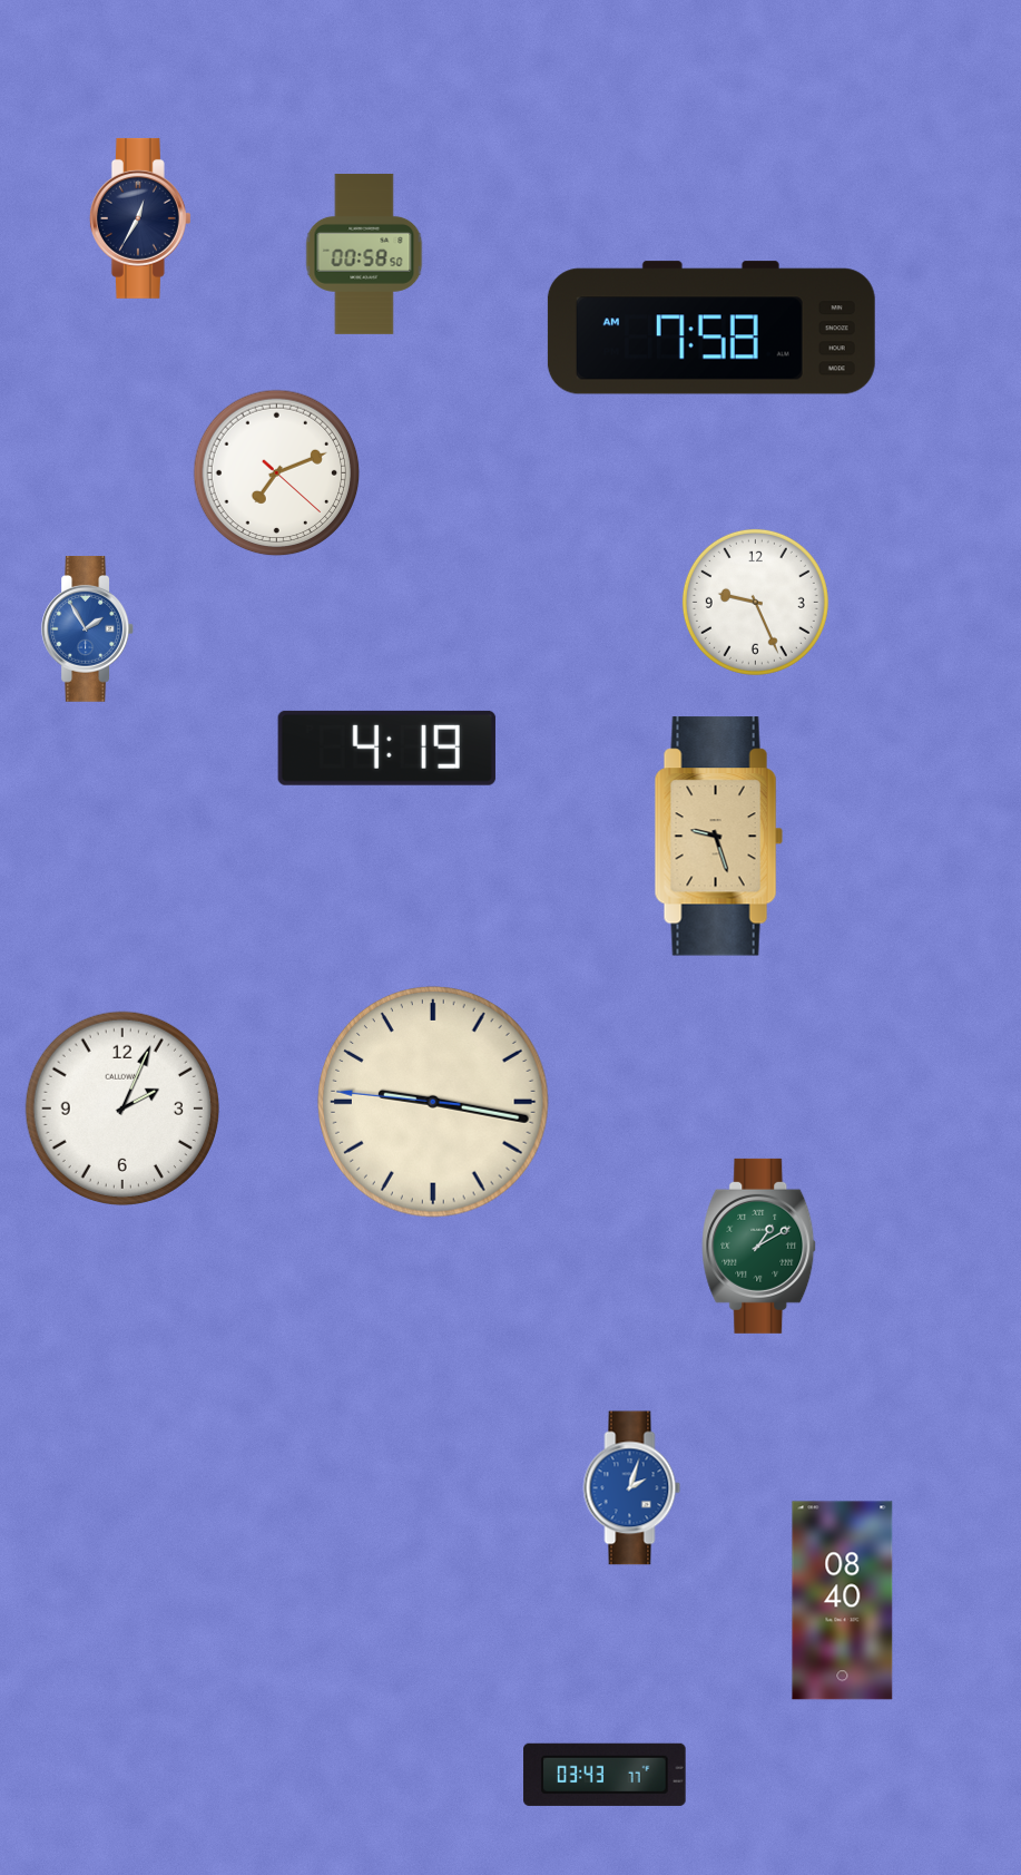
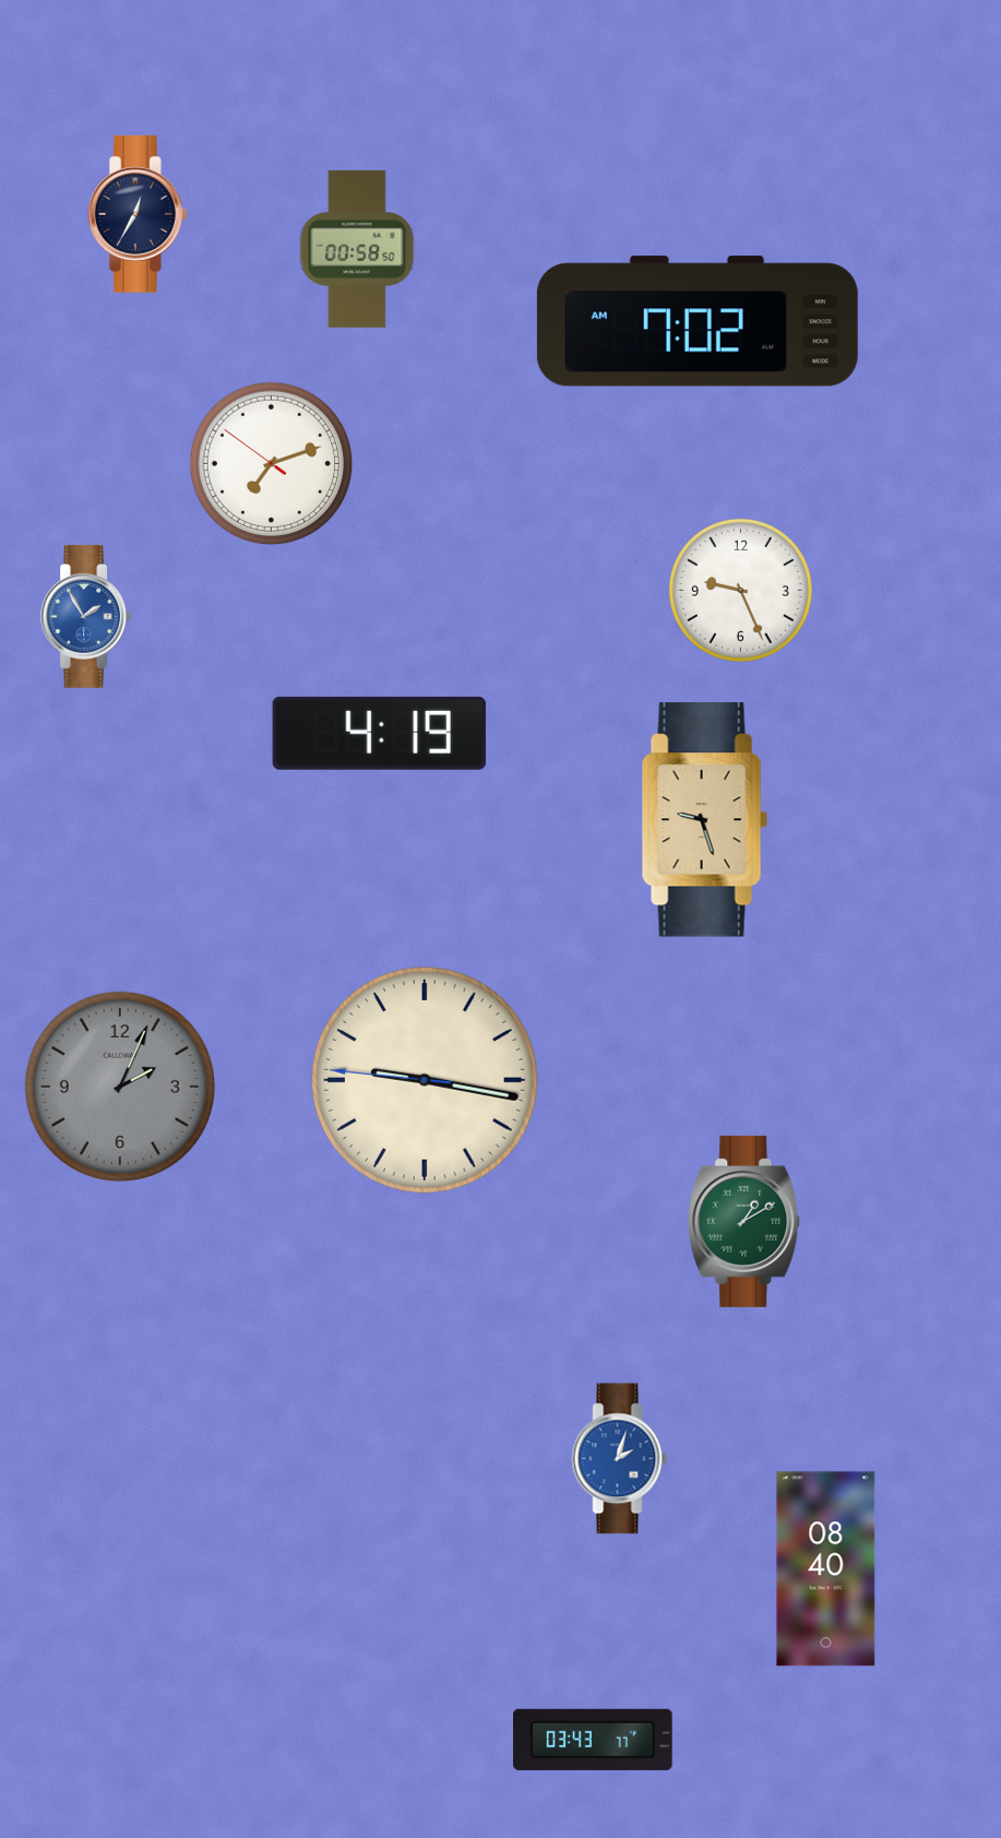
clock at (711, 328): 7:58 -> 7:02
clock at (277, 473): 7:11:22 -> 7:11:51
clock at (122, 1109) dial: white -> grey
